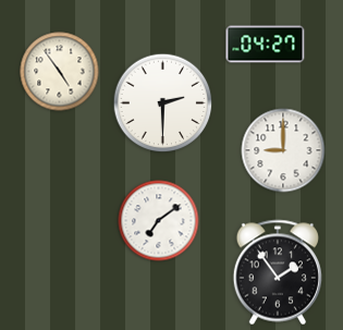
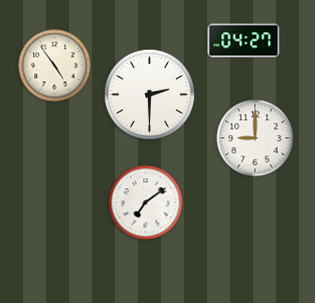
clock at (283, 150) position: (283, 150) -> (255, 138)
clock at (277, 272): 1:54 -> none
